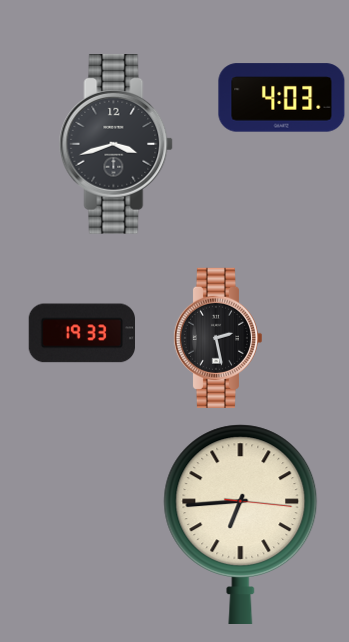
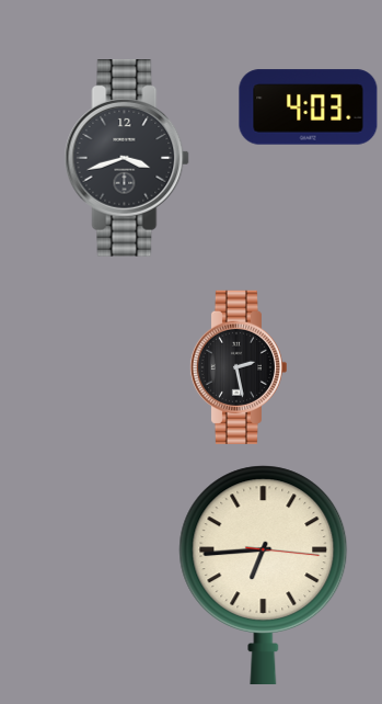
clock at (81, 333): 19:33 -> none
clock at (217, 338) position: (217, 338) -> (238, 367)
